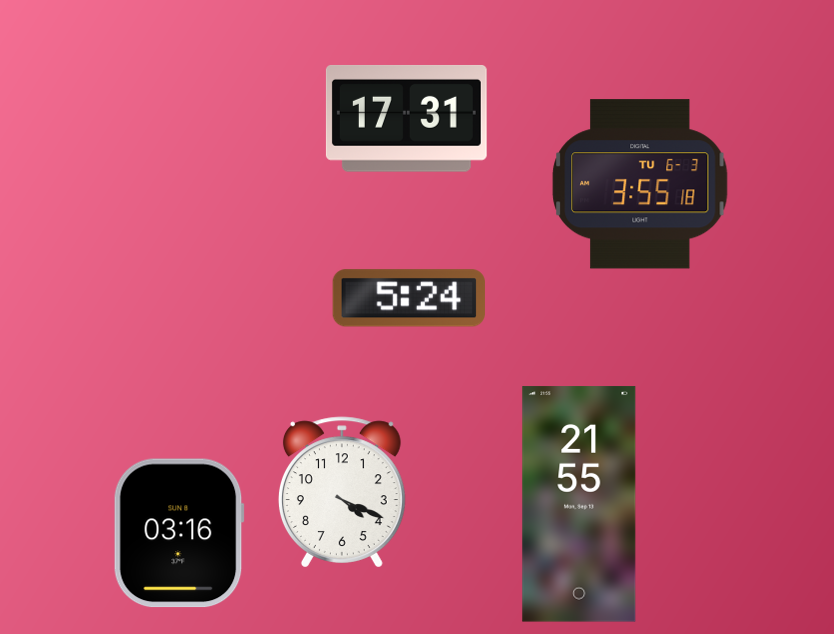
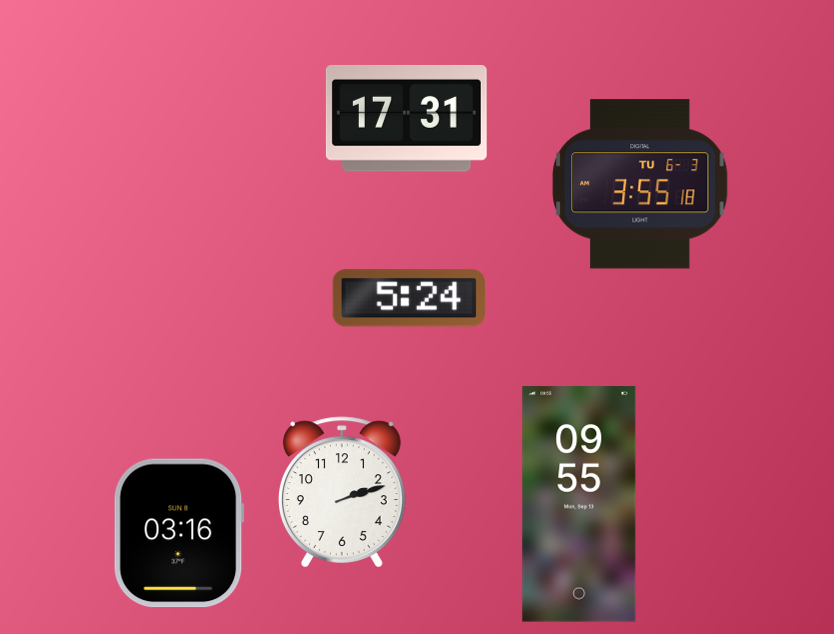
clock at (342, 492): 4:19 -> 2:12
clock at (579, 504): 21:55 -> 09:55
